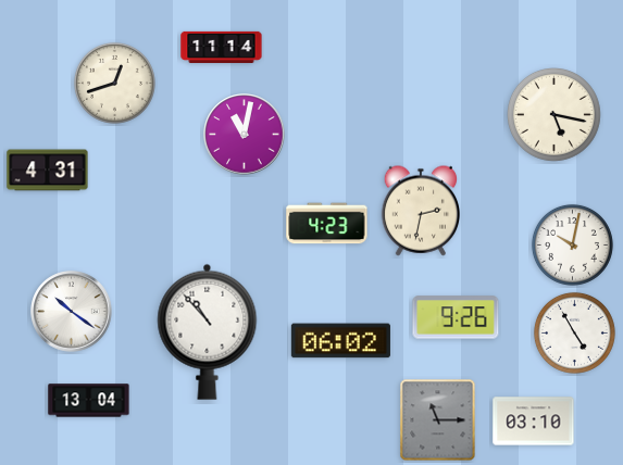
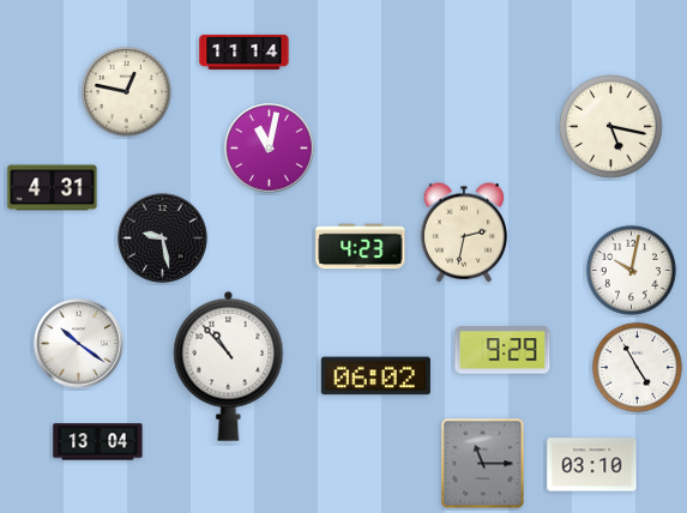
clock at (114, 83): 12:42 -> 12:47
clock at (163, 239): none -> 9:28
clock at (456, 317): 9:26 -> 9:29
clock at (574, 332) position: (574, 332) -> (637, 367)
clock at (534, 422) position: (534, 422) -> (592, 465)
